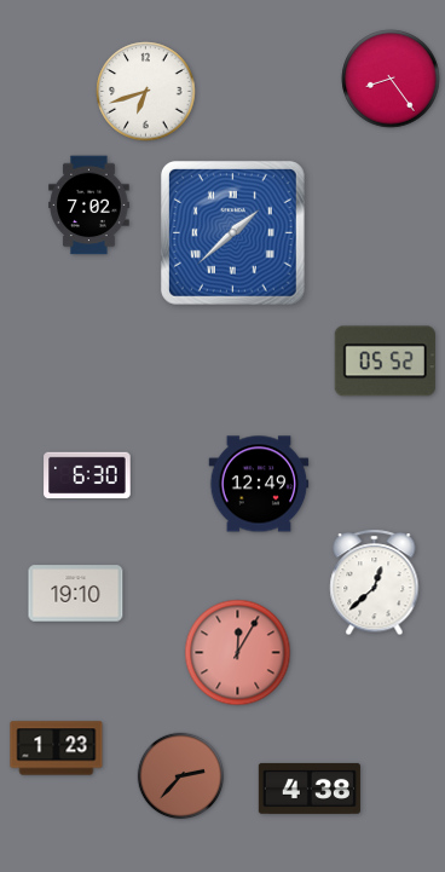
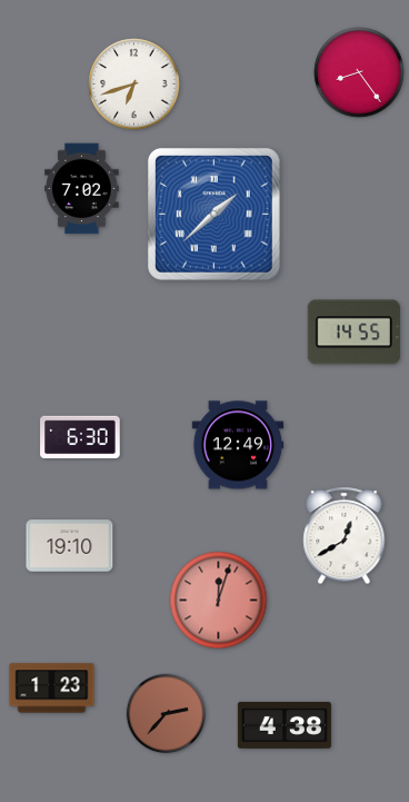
clock at (385, 362): 05:52 -> 14:55
clock at (375, 583): 12:38 -> 12:40
clock at (238, 653): 12:05 -> 12:03
